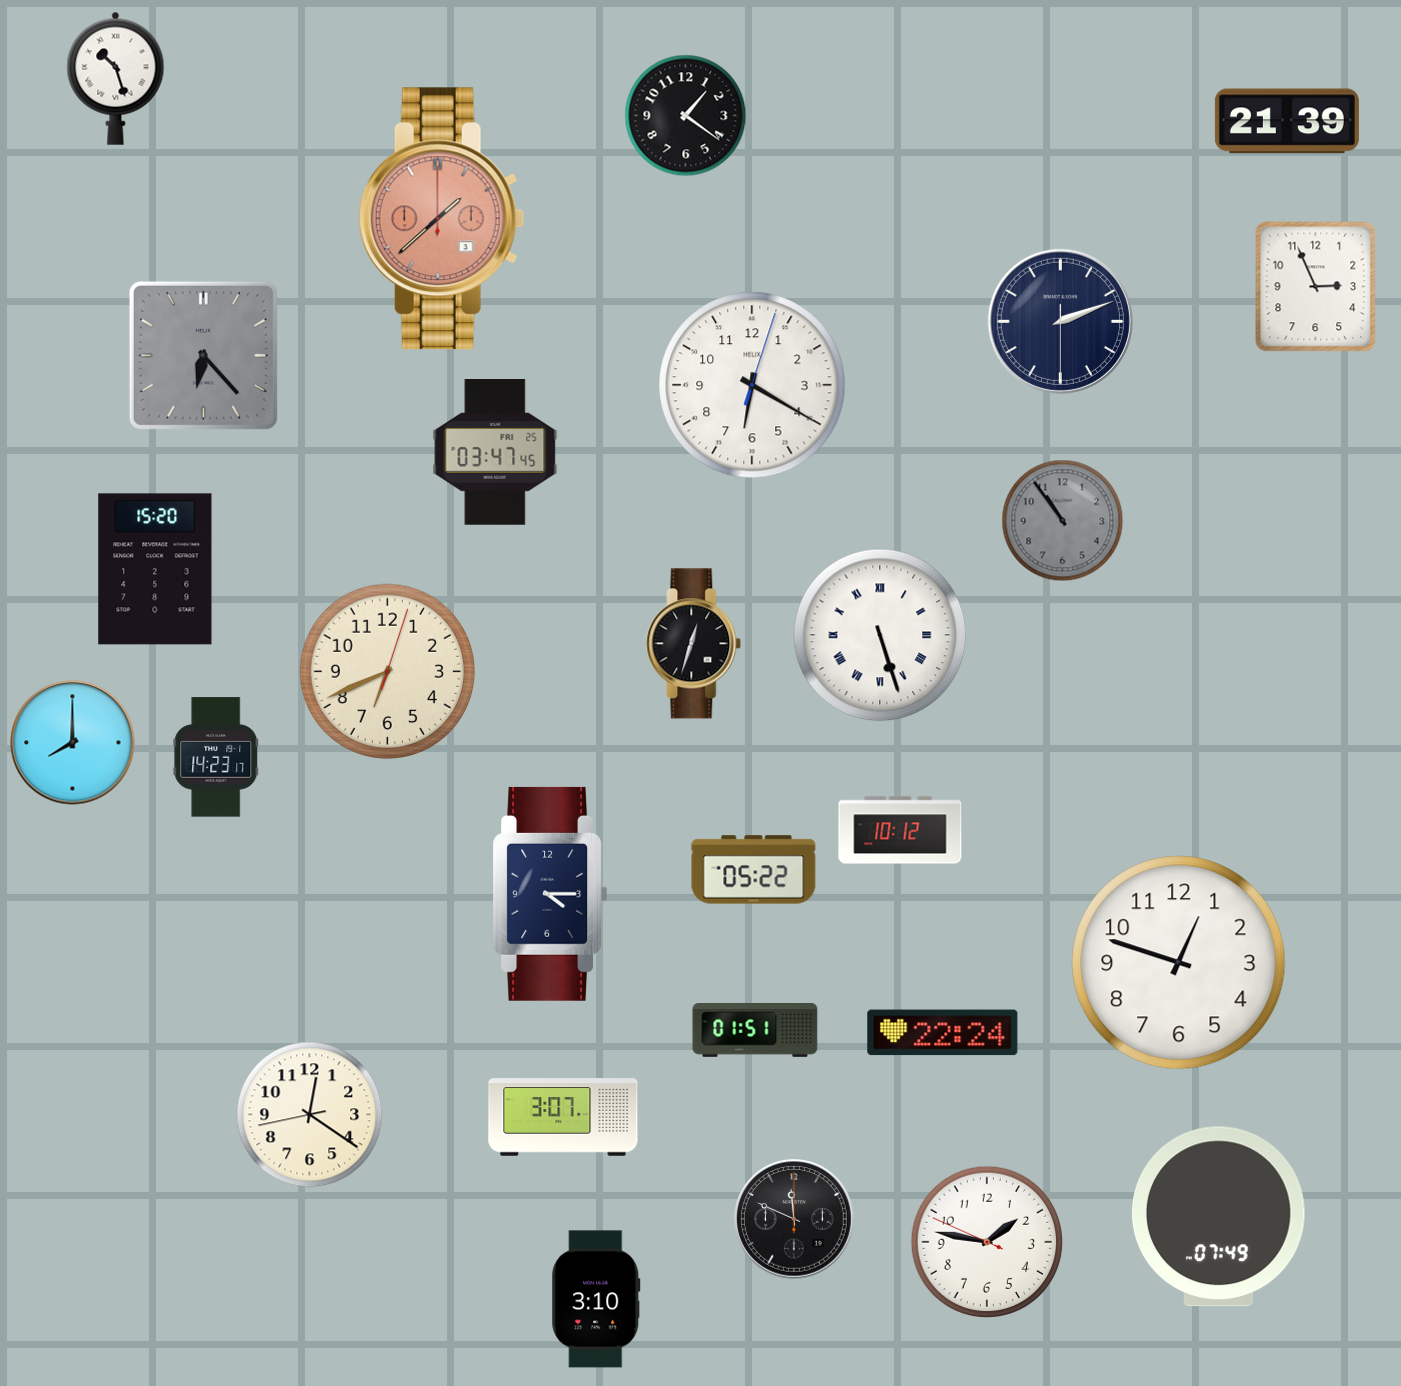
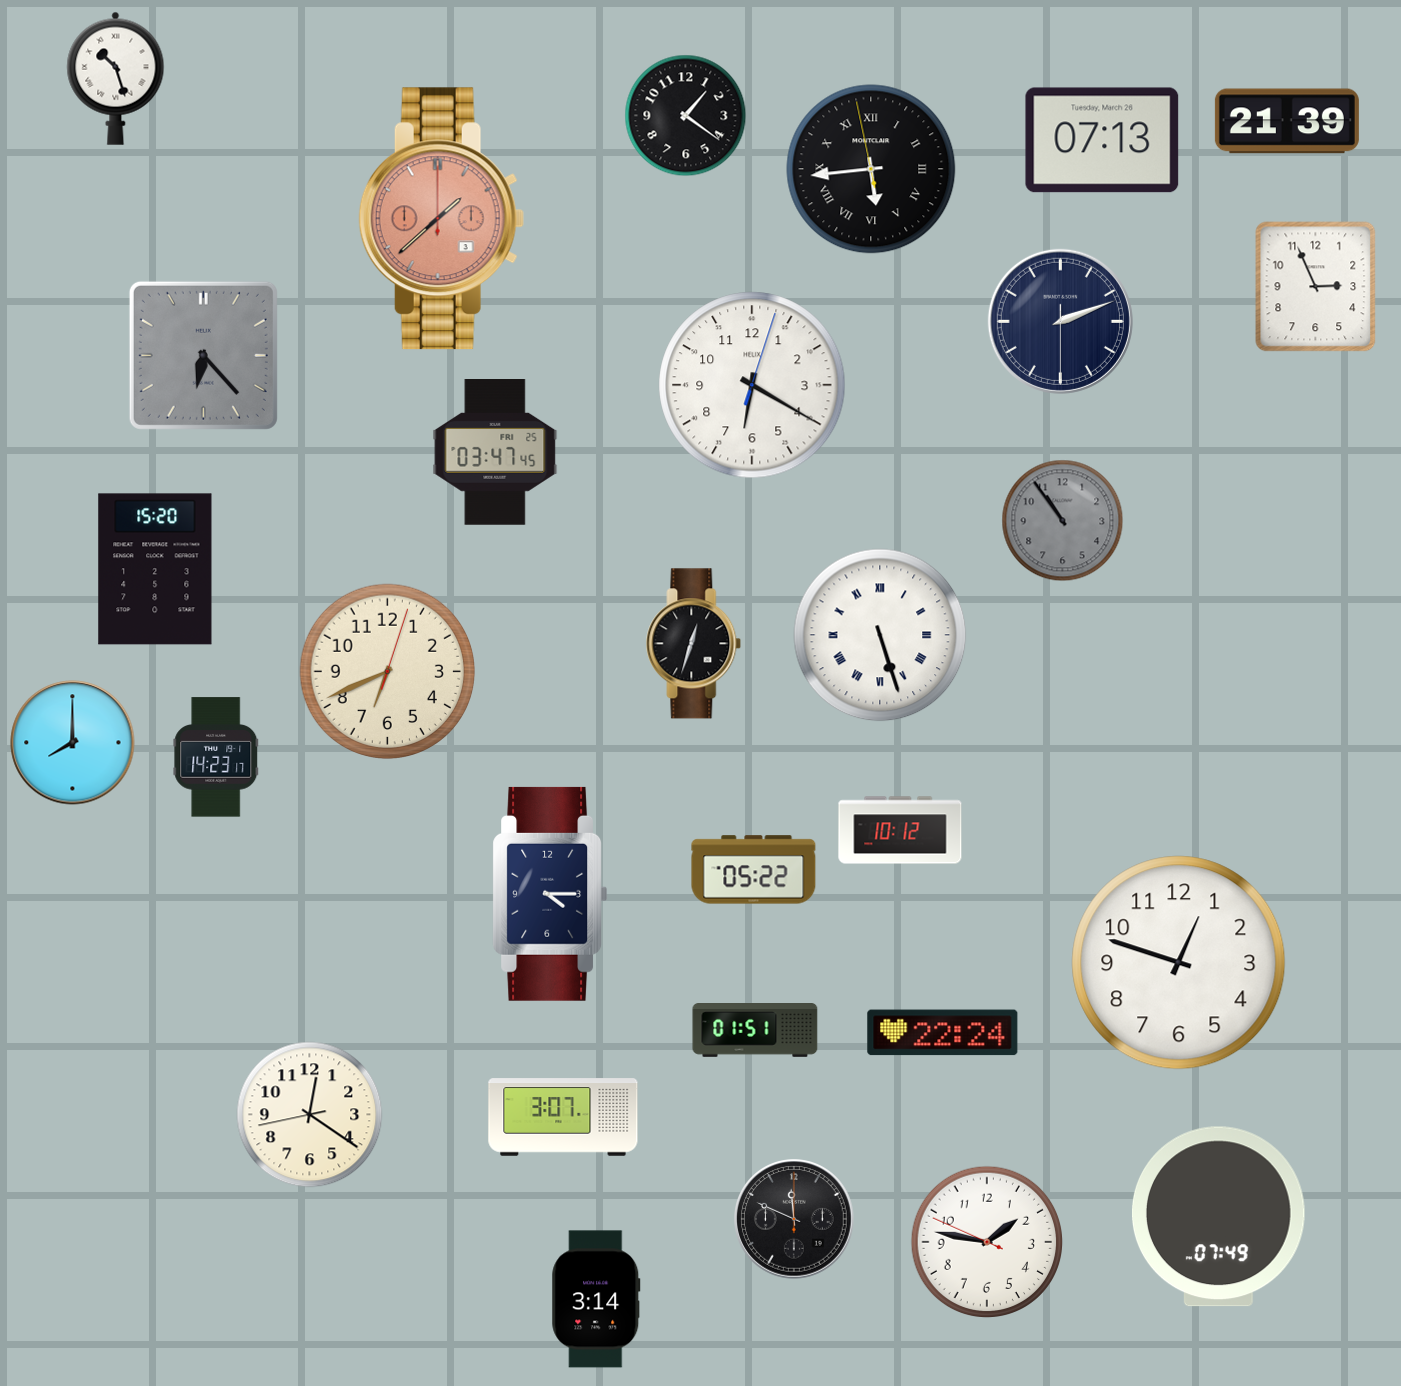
clock at (1102, 140): none -> 07:13
clock at (871, 169): none -> 5:43
clock at (596, 1299): 3:10 -> 3:14
